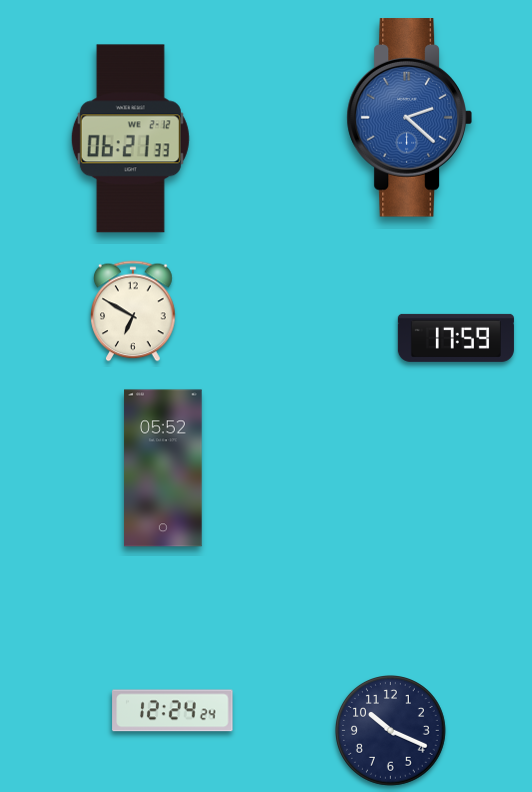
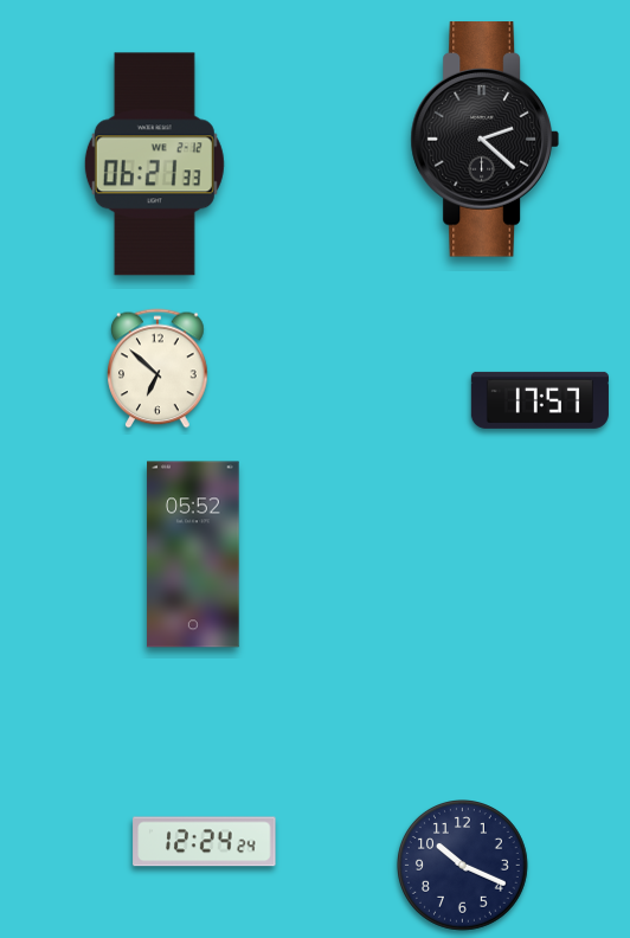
clock at (409, 118) dial: blue -> black
clock at (133, 311): 6:50 -> 6:52
clock at (456, 338): 17:59 -> 17:57
